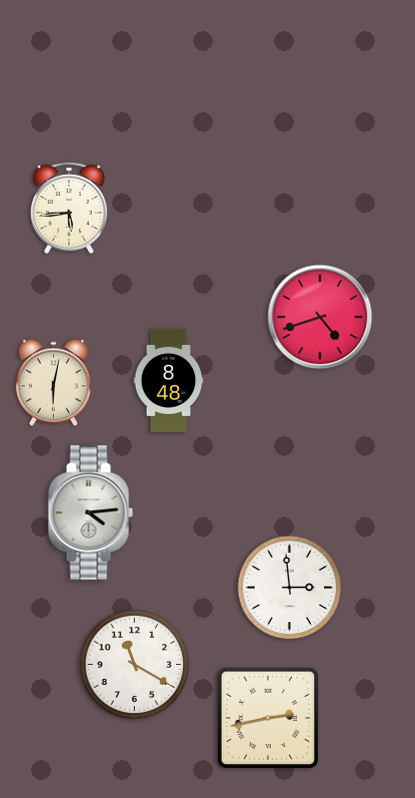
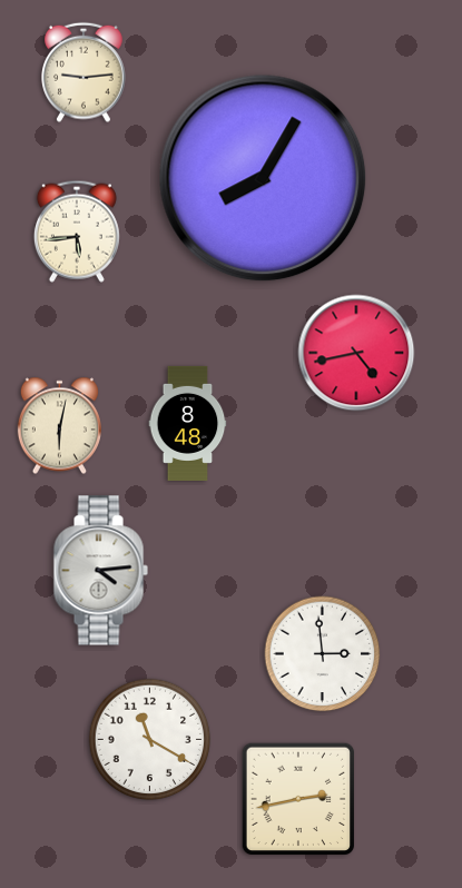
clock at (85, 72): none -> 9:14
clock at (263, 178): none -> 8:05
clock at (320, 317): 4:42 -> 4:43
